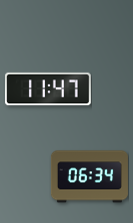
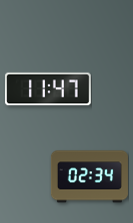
clock at (89, 177): 06:34 -> 02:34
